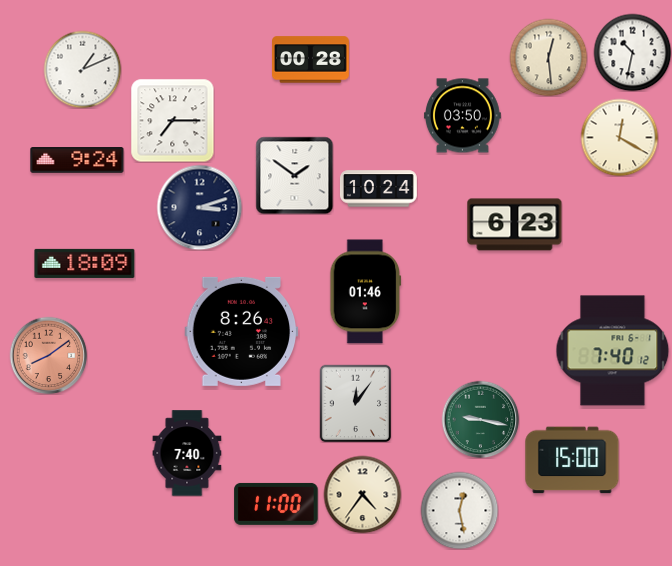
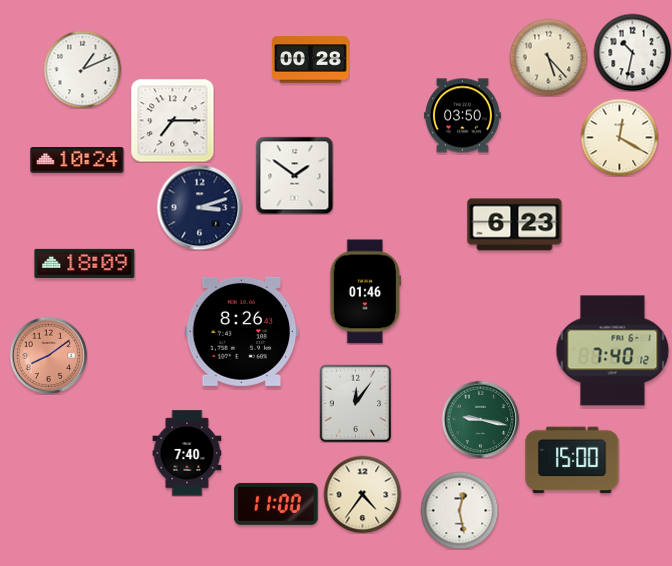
clock at (548, 57): 12:29 -> 5:23
clock at (77, 161): 9:24 -> 10:24
clock at (379, 189): 10:24 -> none
